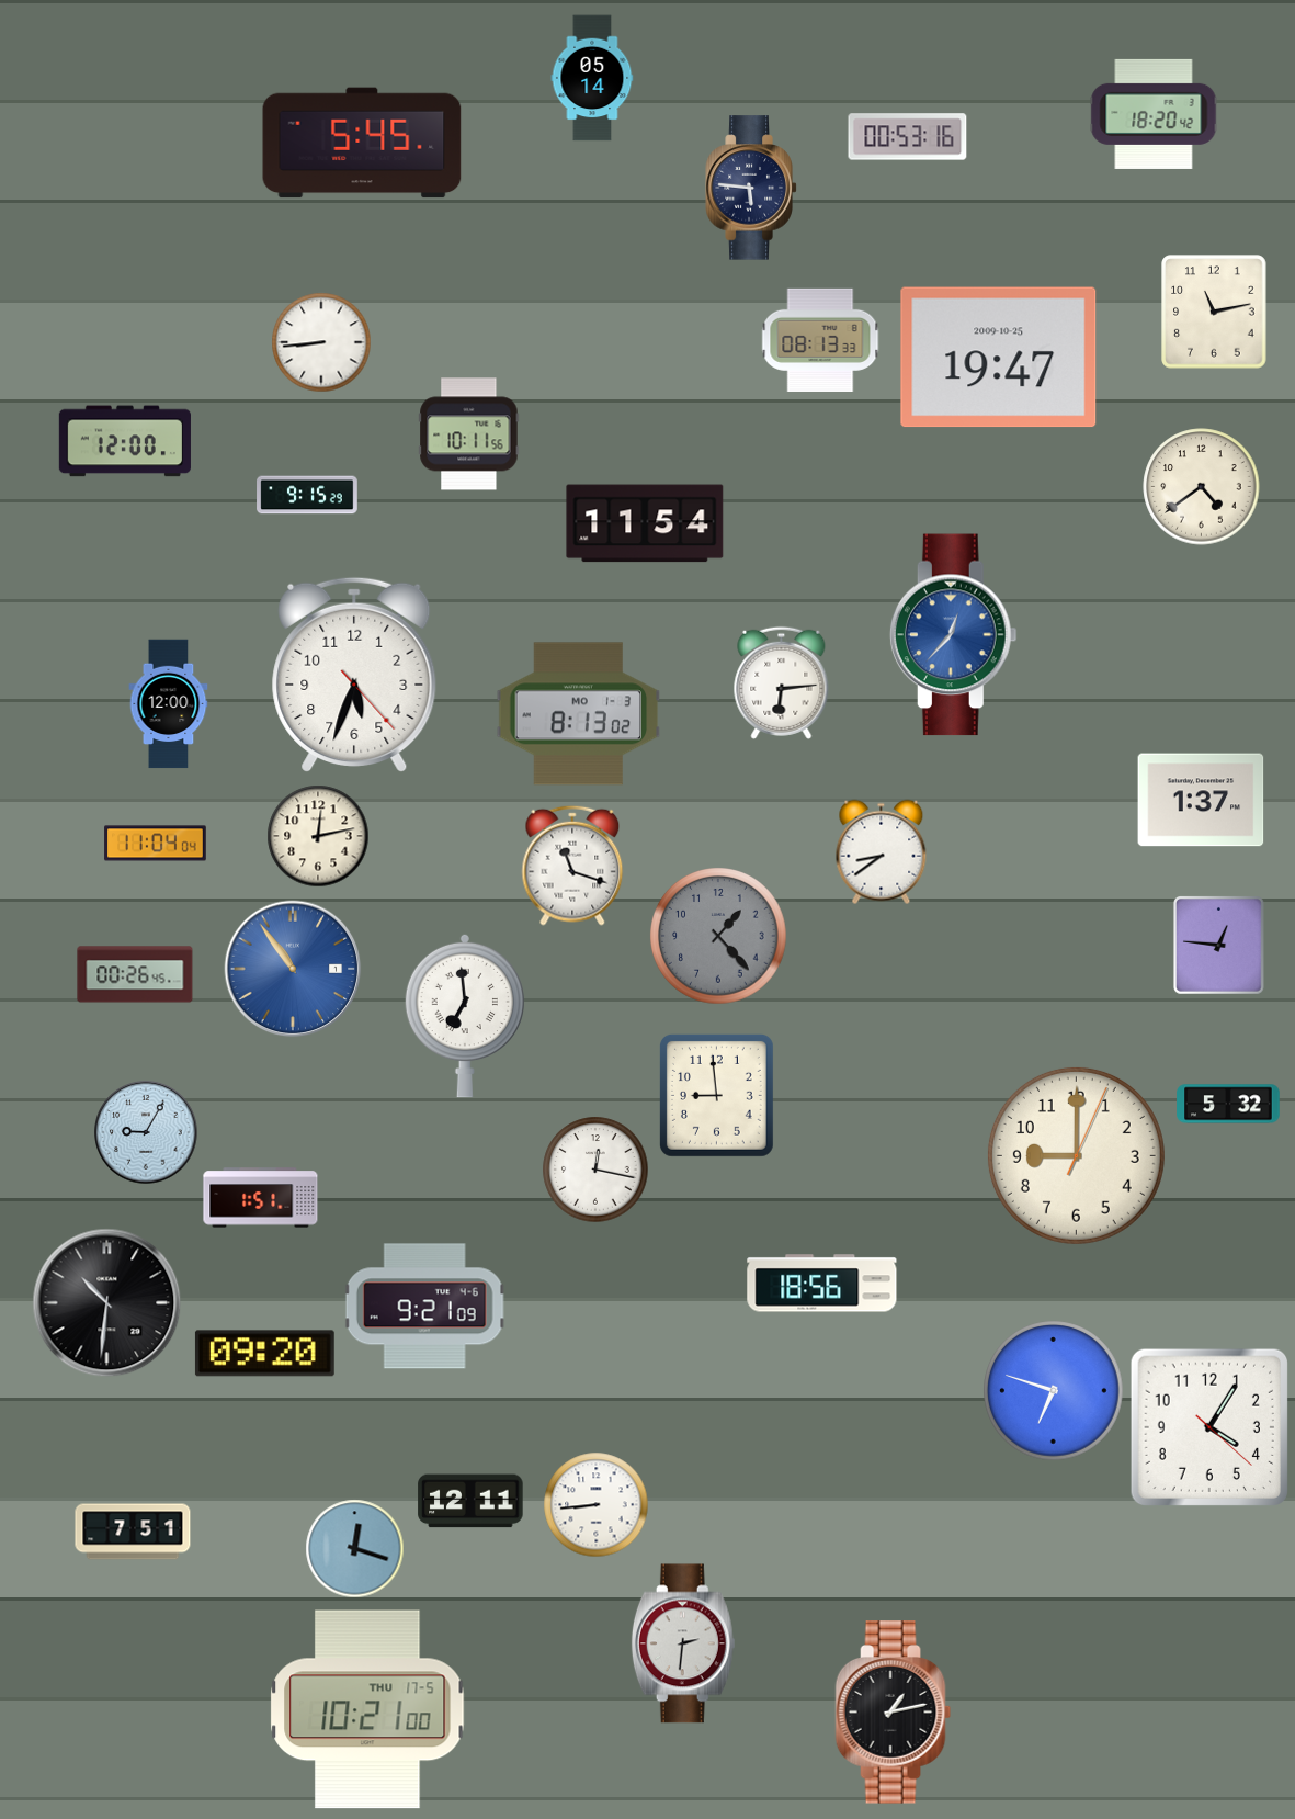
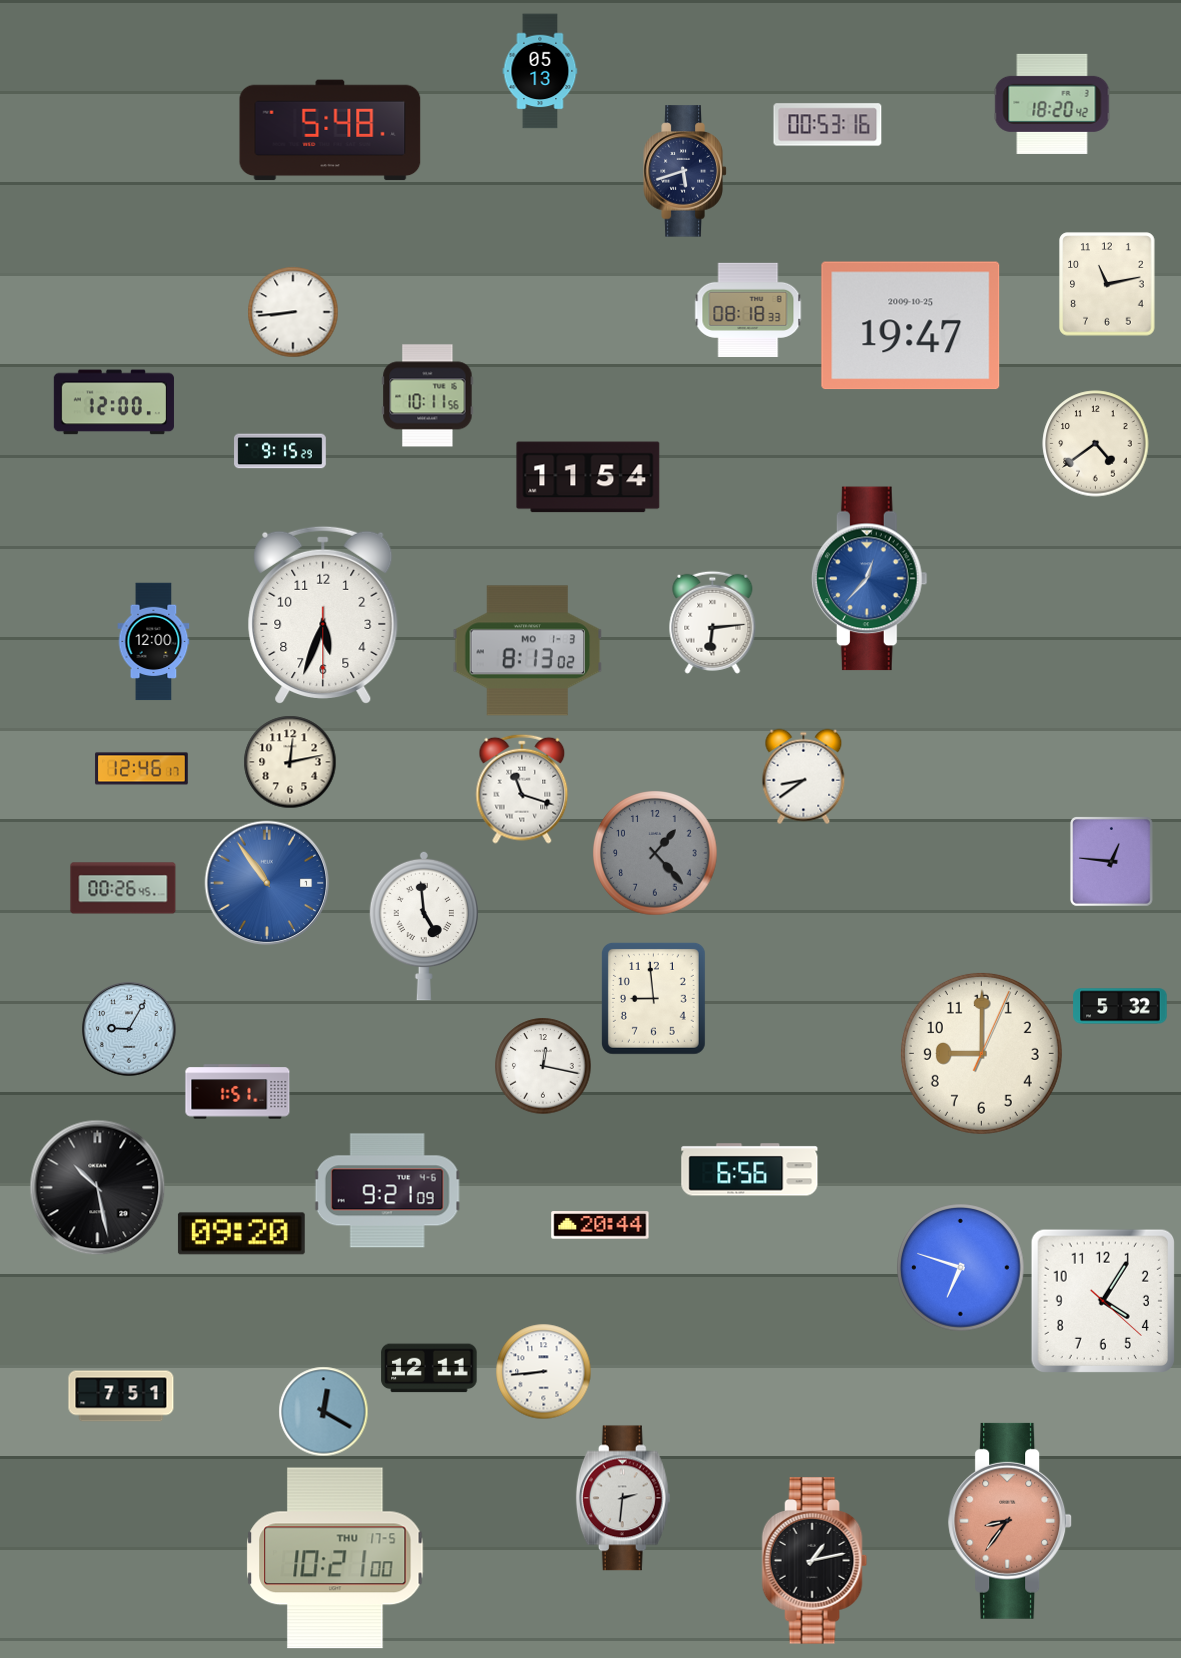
clock at (592, 78): 05:14 -> 05:13
clock at (362, 143): 5:45 -> 5:48
clock at (751, 188): 5:46 -> 5:42
clock at (820, 340): 08:13 -> 08:18
clock at (354, 675): 5:33:23 -> 5:33:30
clock at (1201, 800): 1:37 -> none
clock at (156, 844): 11:04 -> 12:46
clock at (465, 1016): 6:59 -> 4:59
clock at (146, 1132) position: (146, 1132) -> (129, 1029)
clock at (822, 1284): 18:56 -> 6:56
clock at (107, 1303): 10:31 -> 10:28
clock at (600, 1225): none -> 20:44
clock at (355, 1549): 12:18 -> 12:20
clock at (1011, 1521): none -> 8:36
